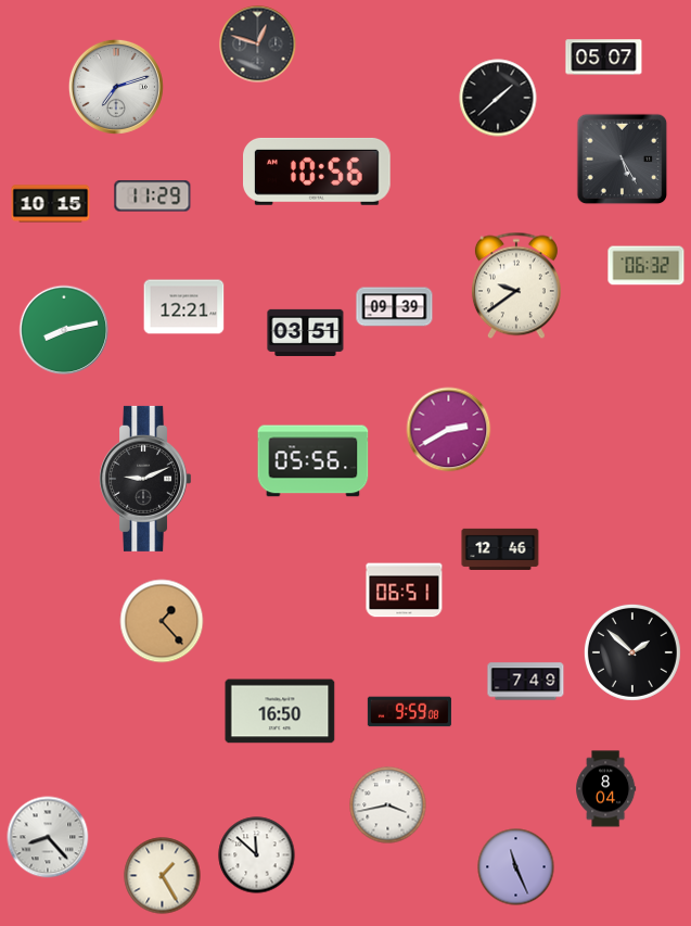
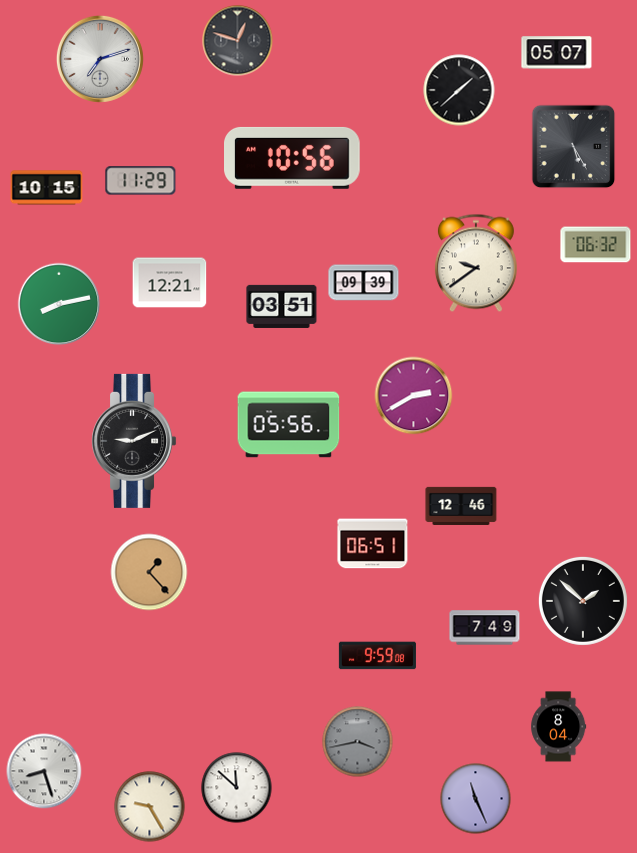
clock at (116, 87) position: (116, 87) -> (100, 59)
clock at (280, 711): 16:50 -> none
clock at (388, 806) dial: white -> grey
clock at (48, 837): 8:23 -> 8:27
clock at (163, 876): 1:25 -> 9:25
